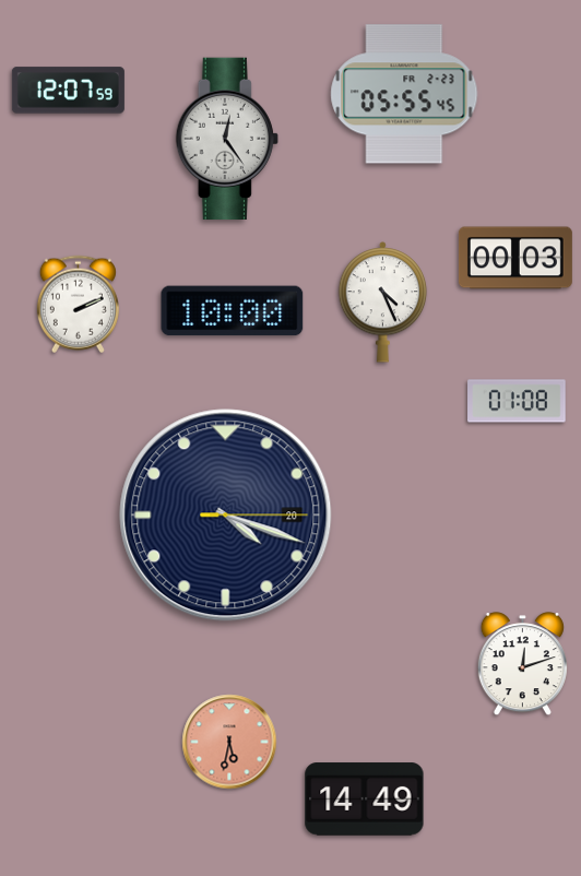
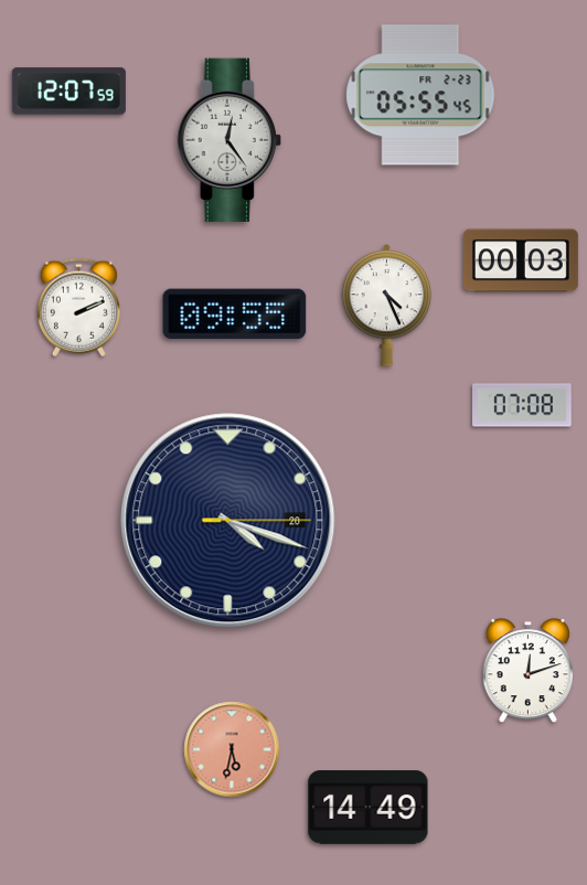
clock at (404, 94) position: (404, 94) -> (420, 95)
clock at (233, 311): 10:00 -> 09:55
clock at (517, 401): 01:08 -> 07:08
